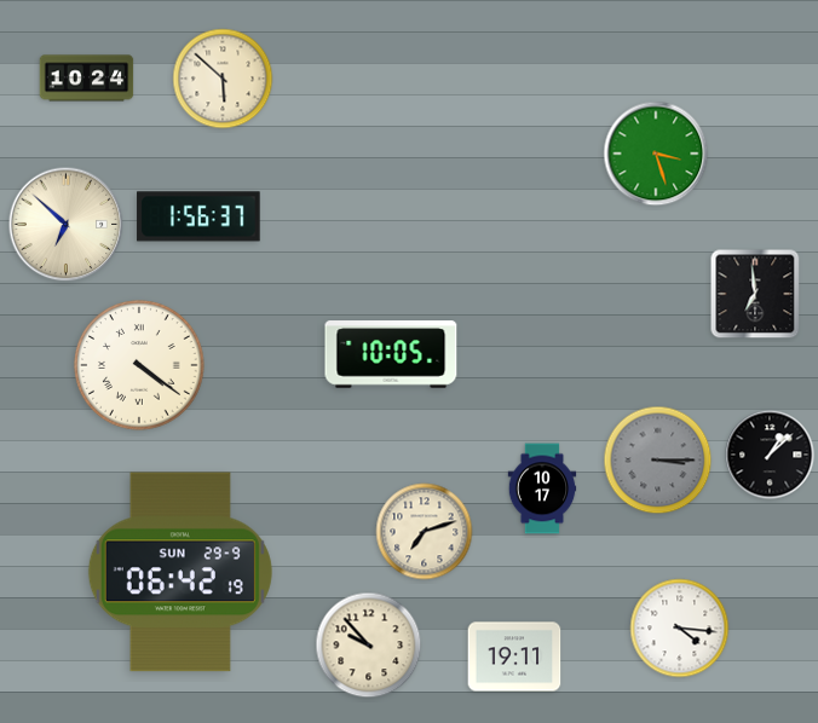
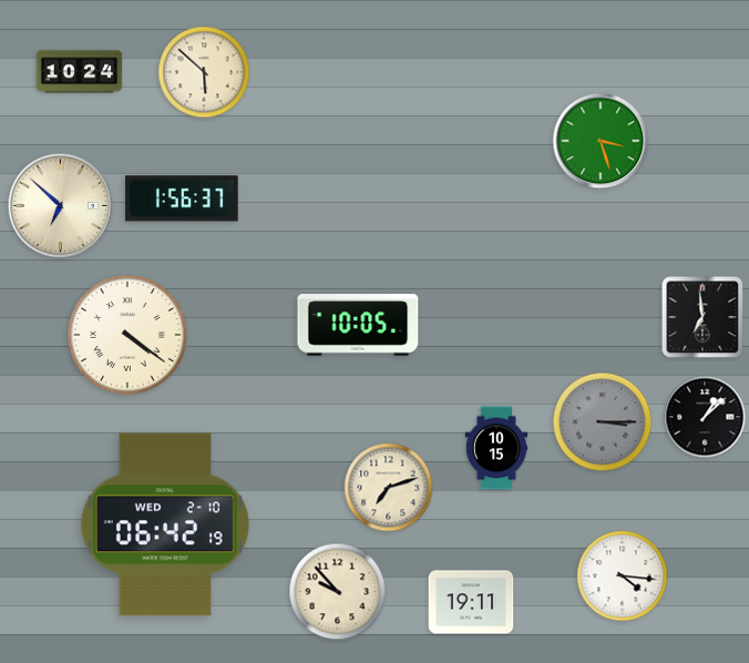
clock at (755, 294) position: (755, 294) -> (702, 317)
clock at (542, 488): 10:17 -> 10:15
clock at (180, 572) date: SUN 29-9 -> WED 2-10
